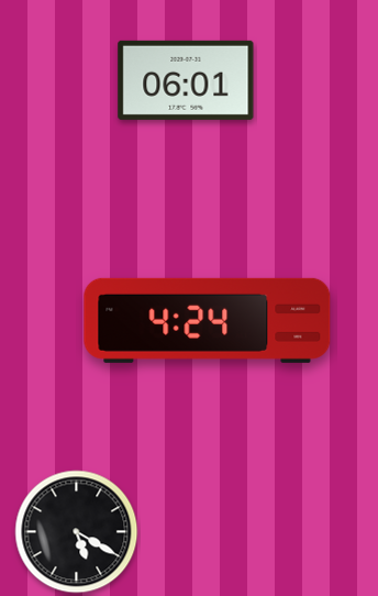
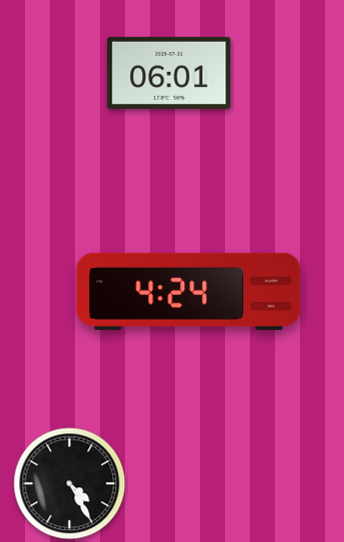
clock at (77, 532): 5:20 -> 4:25
